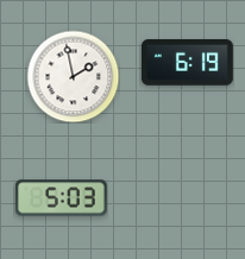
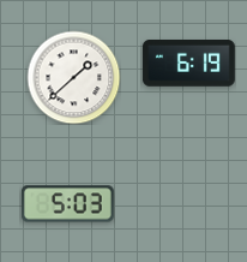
clock at (73, 76): 1:58 -> 1:38
clock at (61, 198) position: (61, 198) -> (67, 204)
